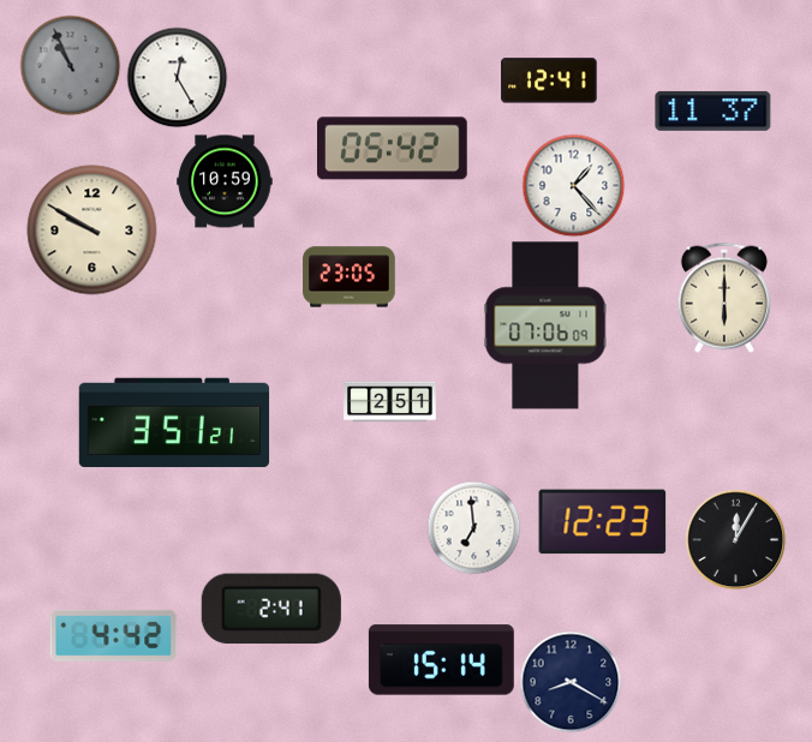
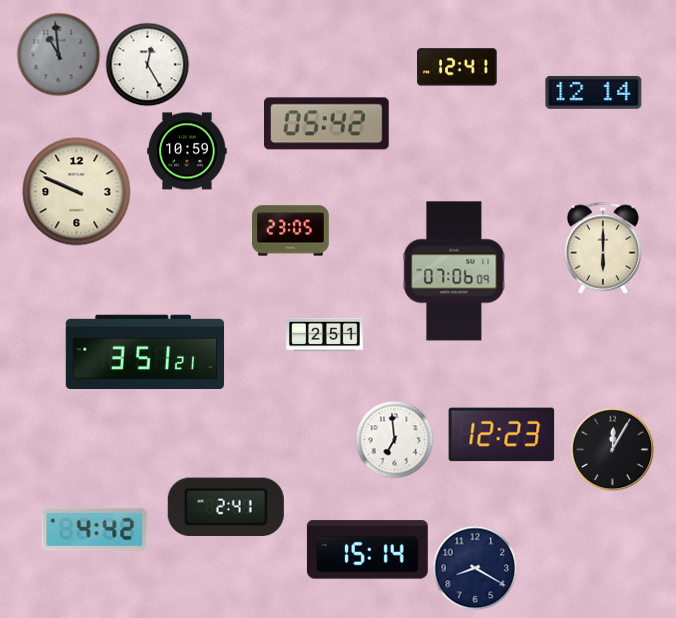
clock at (70, 65): 10:56 -> 10:59
clock at (714, 110): 11:37 -> 12:14
clock at (573, 185): 1:23 -> none
clock at (92, 231): 9:50 -> 9:49
